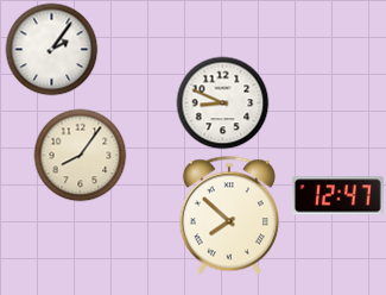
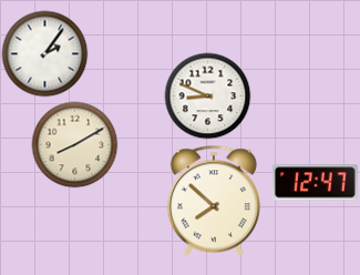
clock at (51, 49) position: (51, 49) -> (44, 53)
clock at (80, 155): 8:06 -> 8:10
